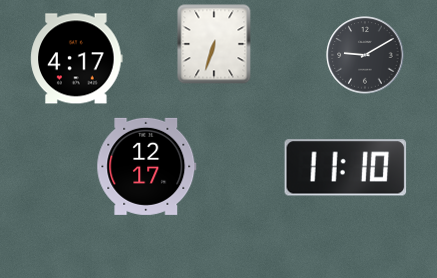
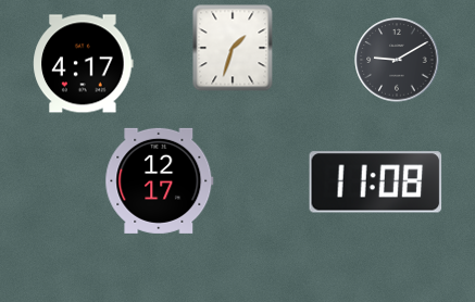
clock at (214, 44): 6:33 -> 1:33
clock at (346, 168): 11:10 -> 11:08
